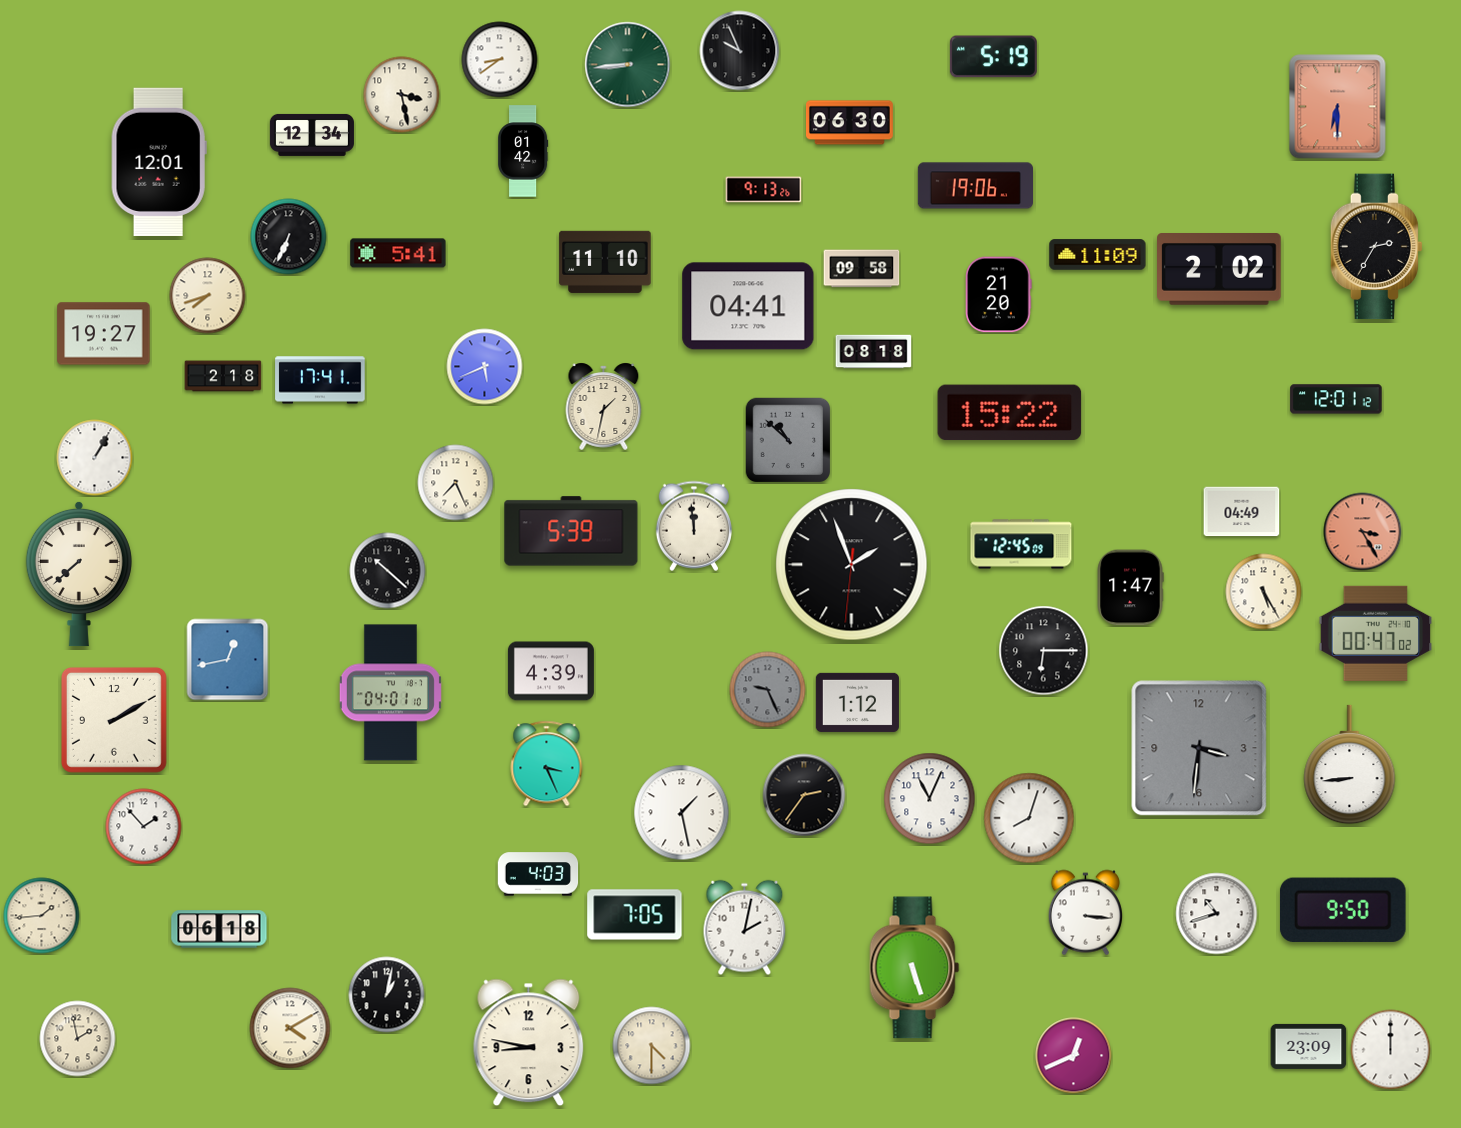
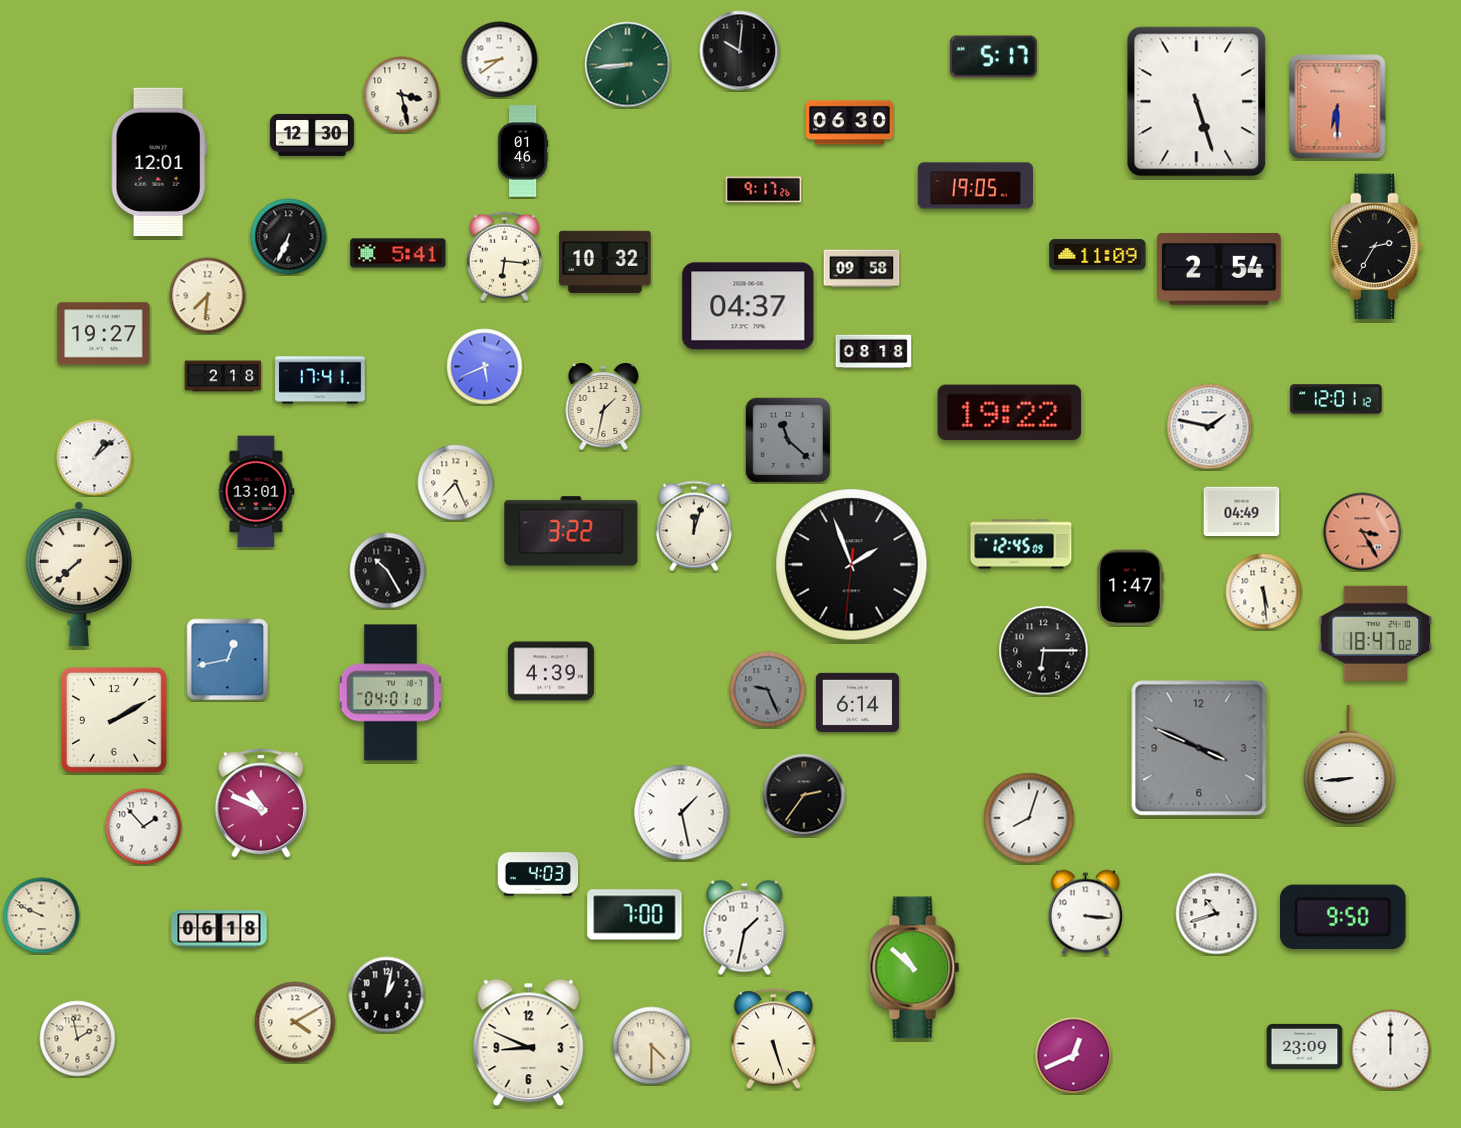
clock at (740, 51): 9:56 -> 10:01
clock at (993, 57): 5:19 -> 5:17
clock at (1197, 102): none -> 5:27
clock at (312, 135): 12:34 -> 12:30
clock at (524, 151): 01:42 -> 01:46
clock at (975, 186): 19:06 -> 19:05
clock at (764, 190): 9:13 -> 9:17
clock at (504, 257): none -> 6:16
clock at (605, 262): 11:10 -> 10:32
clock at (1219, 269): 2:02 -> 2:54
clock at (999, 295): 21:20 -> none
clock at (208, 296): 7:42 -> 7:31
clock at (748, 306): 04:41 -> 04:37
clock at (1010, 413): 15:22 -> 19:22
clock at (1210, 427): none -> 1:47
clock at (788, 440): 10:52 -> 11:22
clock at (95, 458): 1:05 -> 1:08
clock at (257, 492): none -> 13:01
clock at (694, 526): 11:59 -> 12:03
clock at (571, 531): 5:39 -> 3:22
clock at (388, 571): 10:22 -> 10:25
clock at (1264, 592): 5:25 -> 5:29
clock at (1376, 633): 00:47 -> 18:47
clock at (857, 702): 1:12 -> 6:14
clock at (1199, 748): 3:31 -> 3:49
clock at (547, 764): 3:26 -> none
clock at (930, 799): 11:04 -> none
clock at (261, 803): none -> 10:49
clock at (1343, 910) position: (1343, 910) -> (1343, 917)
clock at (635, 915): 7:05 -> 7:00
clock at (42, 916): 1:44 -> 9:49
clock at (745, 928): 2:02 -> 1:32
clock at (915, 968): 5:27 -> 10:52
clock at (290, 1028) position: (290, 1028) -> (295, 1022)
clock at (774, 1039): none -> 5:27
clock at (529, 1043): 8:47 -> 8:49
clock at (1309, 1046) position: (1309, 1046) -> (1305, 1046)
